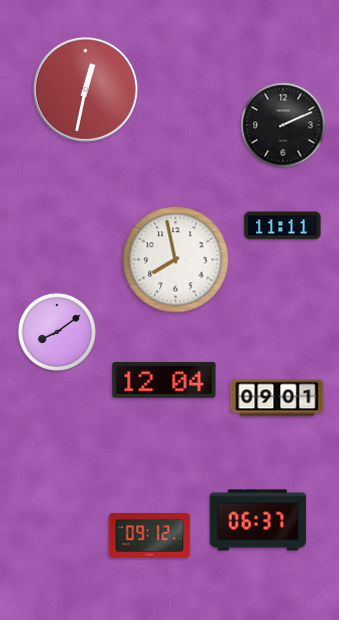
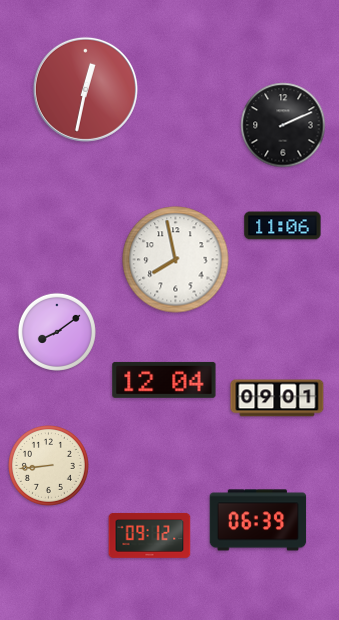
clock at (283, 226): 11:11 -> 11:06
clock at (49, 466): none -> 8:44
clock at (258, 520): 06:37 -> 06:39
